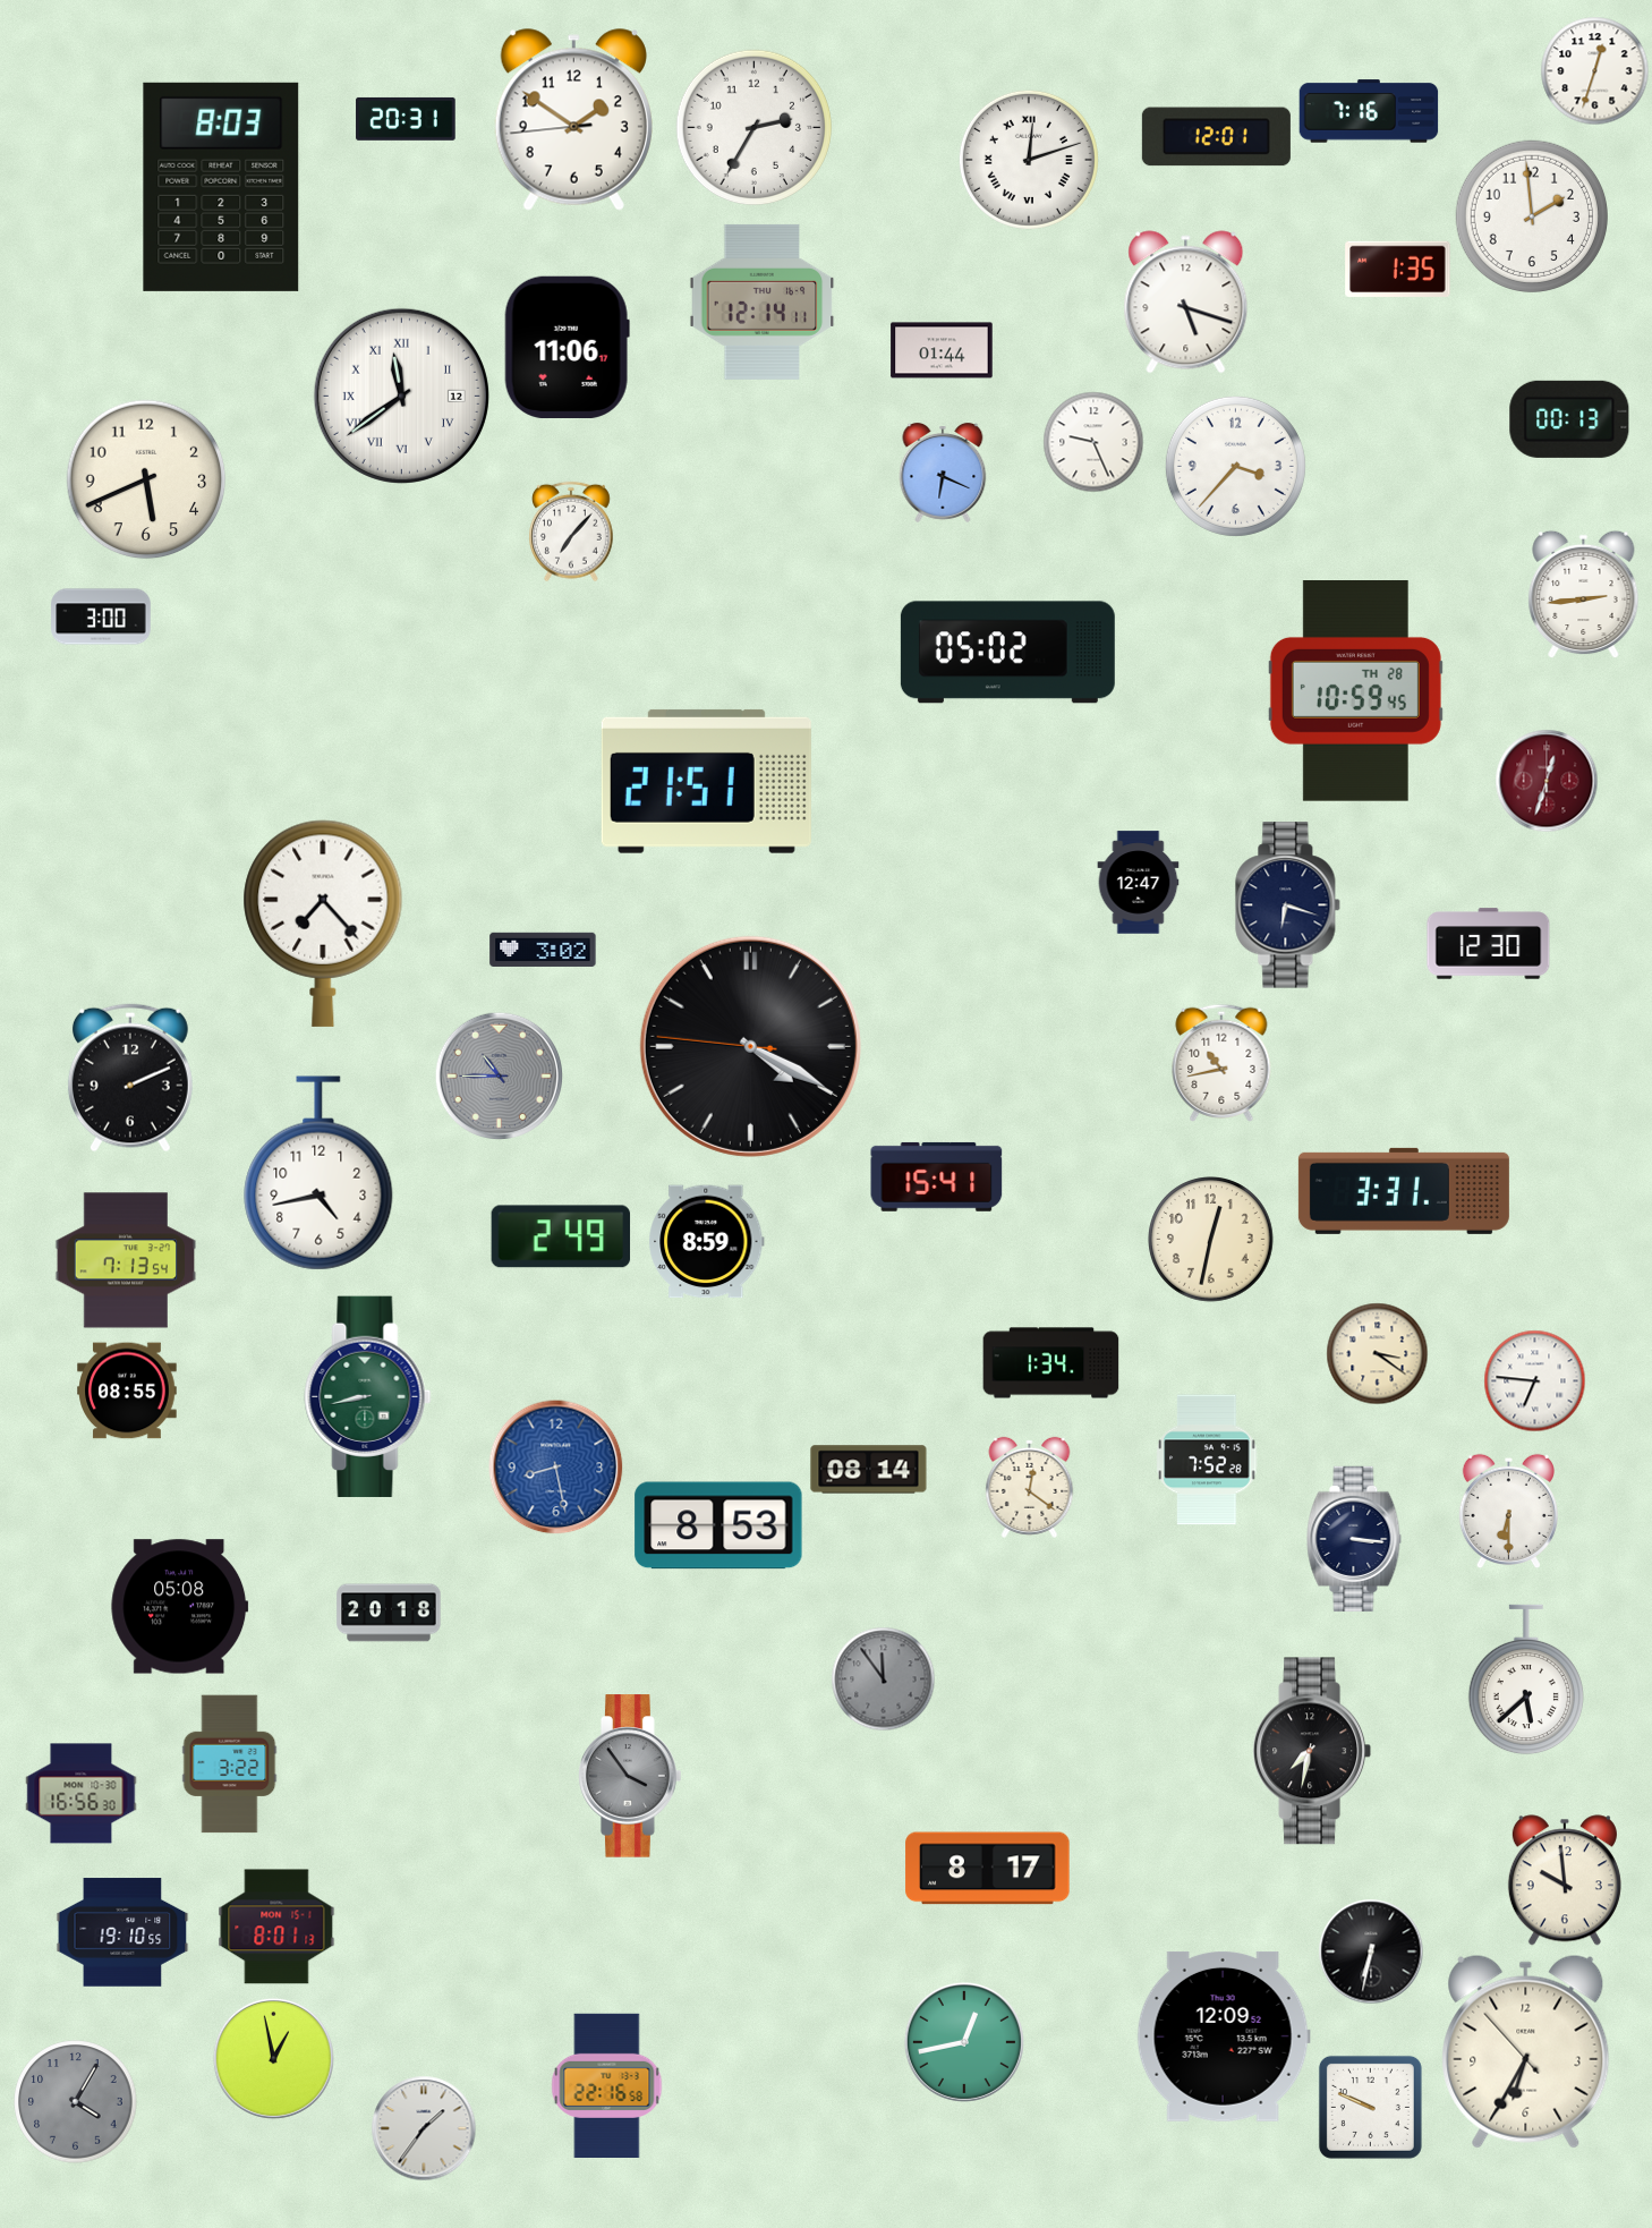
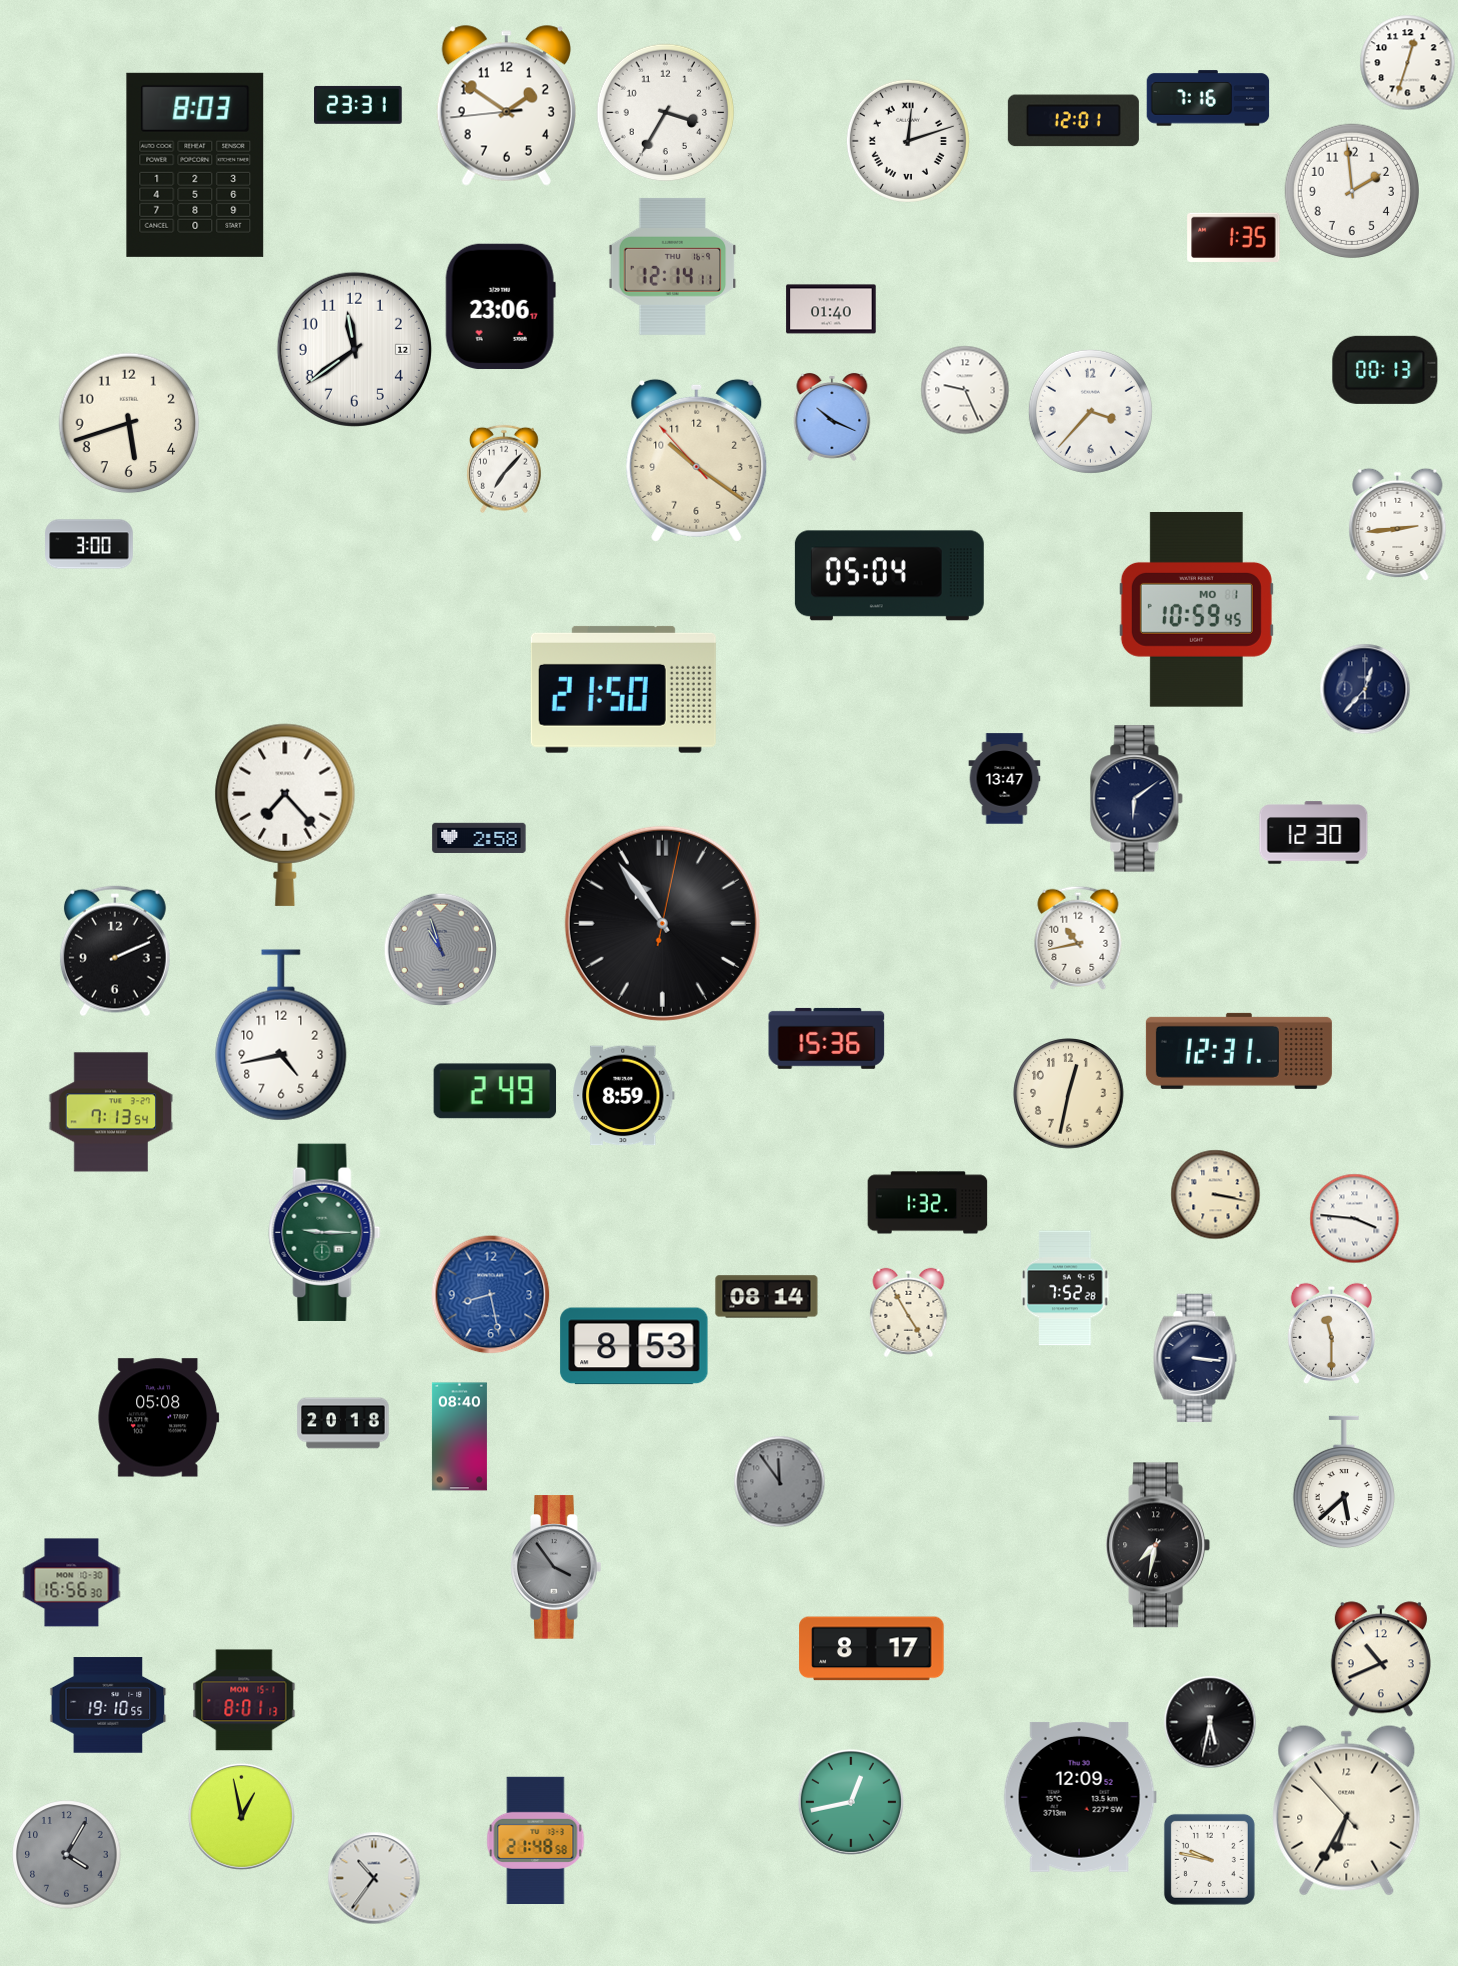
clock at (406, 119): 20:31 -> 23:31
clock at (755, 128): 2:35 -> 3:35
clock at (1186, 303): 5:18 -> none
clock at (567, 347): 11:06 -> 23:06
clock at (942, 350): 01:44 -> 01:40
clock at (401, 396) numerals: Roman -> Arabic
clock at (943, 473): 6:19 -> 10:19
clock at (146, 479): 5:41 -> 5:42
clock at (697, 460): none -> 10:20
clock at (1007, 653): 05:02 -> 05:04
clock at (1355, 691) date: TH 28 -> MO 1
clock at (706, 781): 21:51 -> 21:50
clock at (1547, 781): 12:33 -> 12:37
clock at (1547, 781) dial: burgundy -> navy
clock at (1139, 883): 12:47 -> 13:47
clock at (1288, 905): 6:18 -> 6:09
clock at (543, 950): 3:02 -> 2:58
clock at (750, 1046): 4:19 -> 10:54
clock at (499, 1075): 10:45 -> 10:57
clock at (937, 1176): 15:41 -> 15:36
clock at (1404, 1191): 3:31 -> 12:31
clock at (1377, 1353): 3:21 -> 3:17
clock at (1051, 1363): 1:34 -> 1:32
clock at (1534, 1380): 6:46 -> 3:46
clock at (127, 1391): 08:55 -> none
clock at (368, 1396): 8:43 -> 9:15
clock at (1030, 1487): 12:21 -> 4:55
clock at (1508, 1511): 6:30 -> 11:30
clock at (459, 1437): none -> 08:40
clock at (1526, 1679) position: (1526, 1679) -> (1344, 1482)
clock at (230, 1764): 3:22 -> none
clock at (1565, 1880): 9:59 -> 10:41
clock at (1371, 1951): 6:32 -> 5:32
clock at (607, 2085): 22:16 -> 21:48
clock at (1370, 2107): 9:49 -> 9:47
clock at (424, 2128): 1:36 -> 10:36
